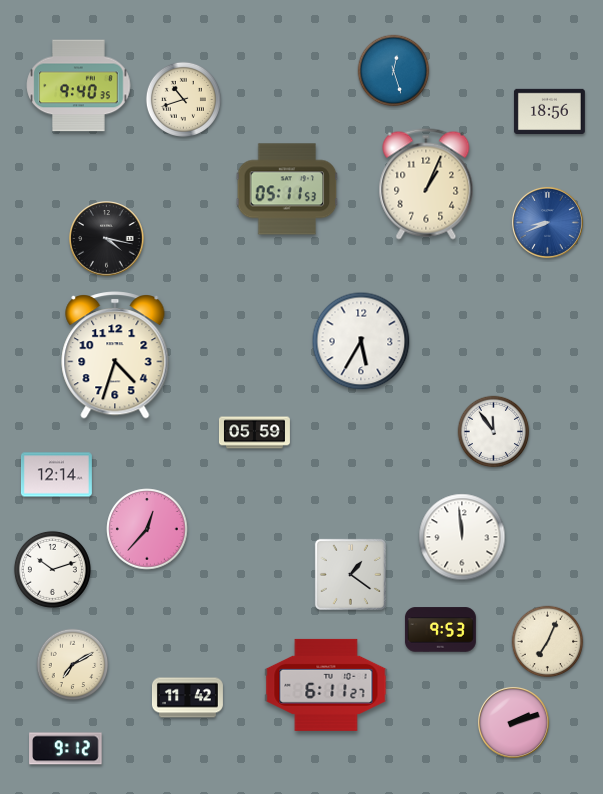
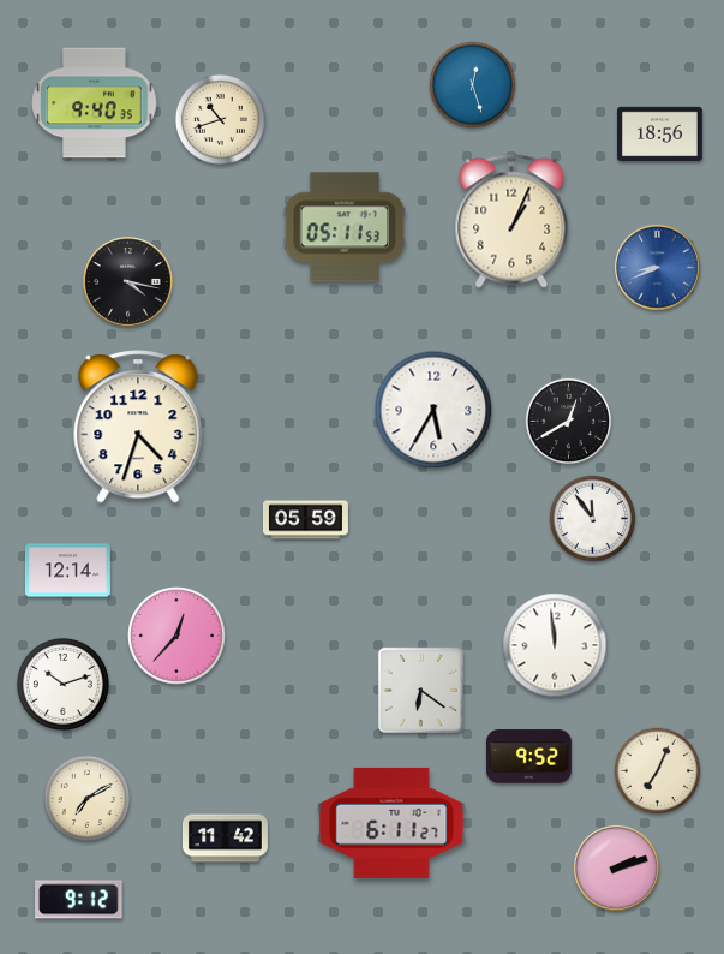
clock at (107, 239) position: (107, 239) -> (128, 282)
clock at (569, 422): none -> 12:40
clock at (350, 574): 1:21 -> 6:21
clock at (440, 630): 9:53 -> 9:52
